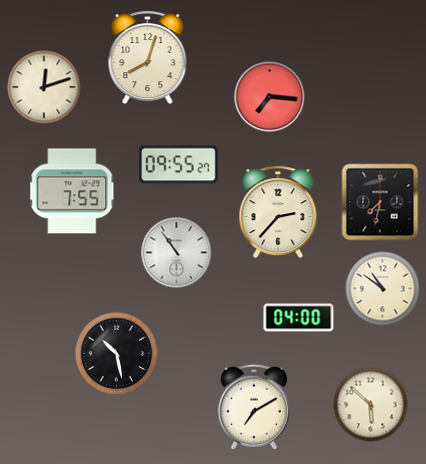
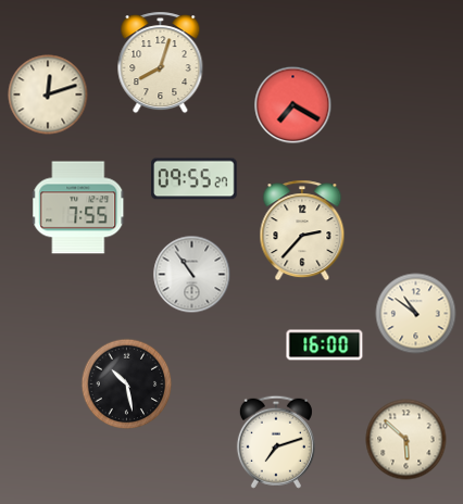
clock at (270, 97): 7:16 -> 7:20
clock at (380, 202): 7:32 -> none
clock at (299, 318): 04:00 -> 16:00
clock at (371, 405) position: (371, 405) -> (406, 440)
clock at (254, 407): 7:10 -> 7:12
